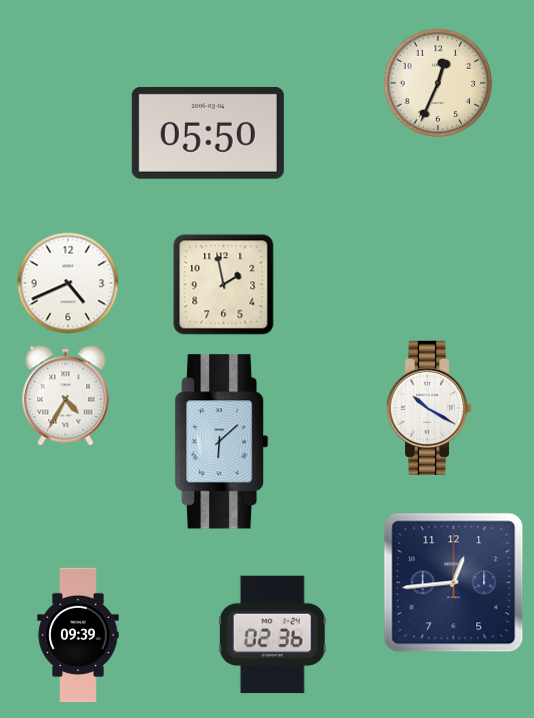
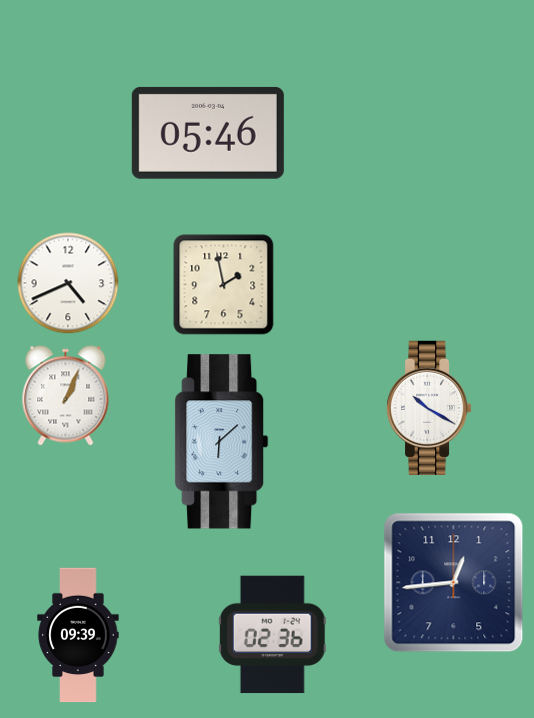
clock at (438, 83): 12:34 -> none
clock at (208, 133): 05:50 -> 05:46
clock at (66, 396): 4:35 -> 1:04
